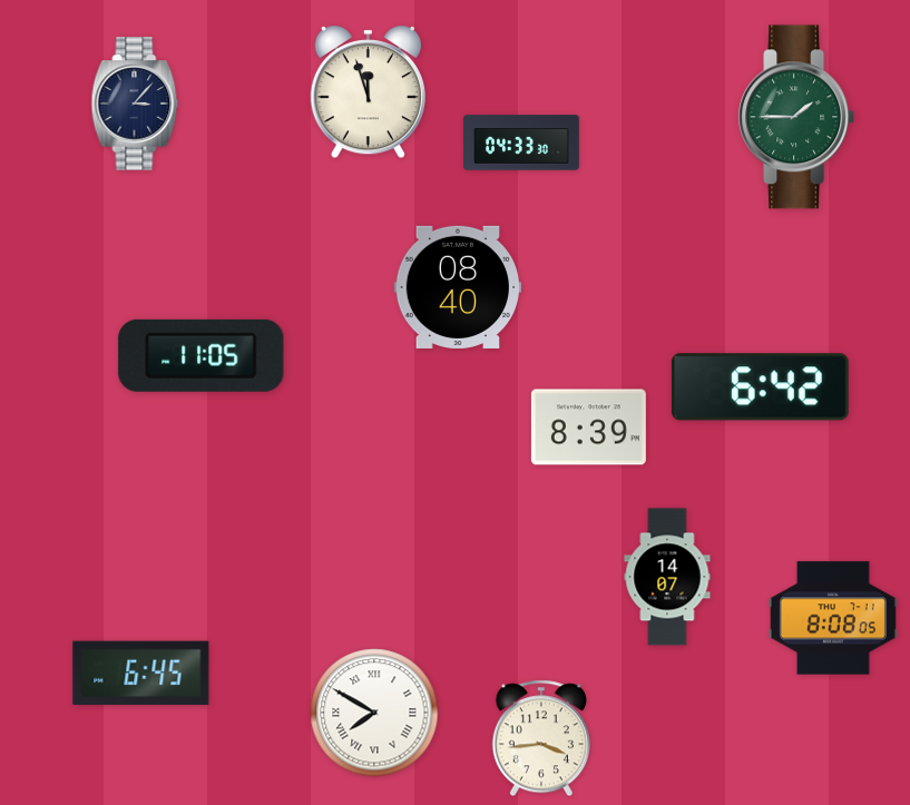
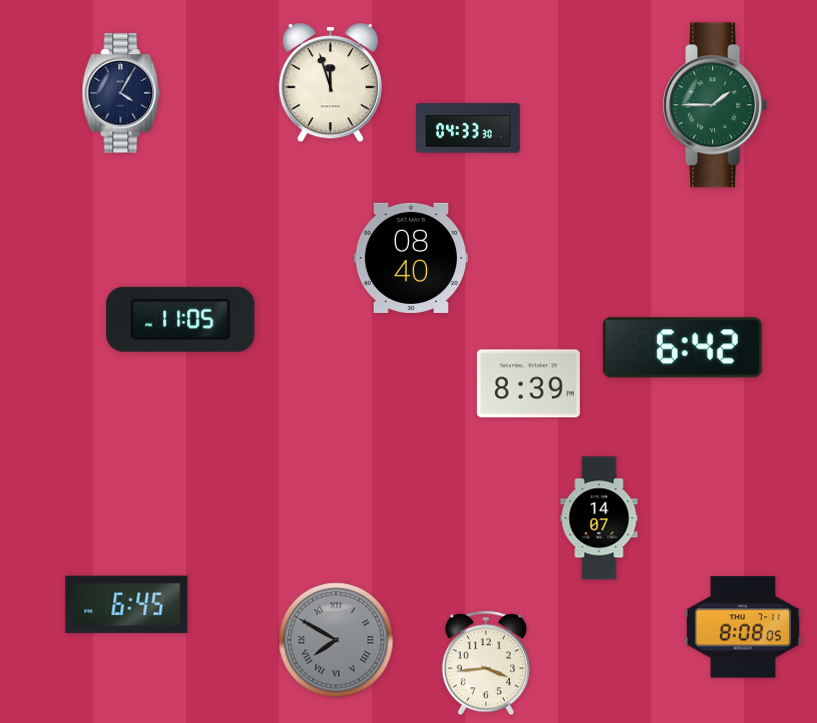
clock at (135, 104): 3:07 -> 4:05
clock at (833, 618) position: (833, 618) -> (743, 627)
clock at (374, 713) dial: white -> grey
